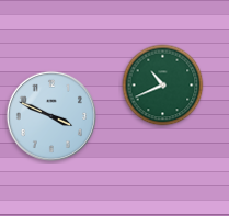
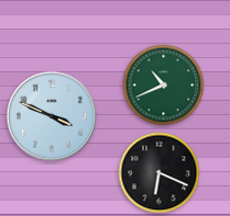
clock at (160, 173): none -> 6:19
